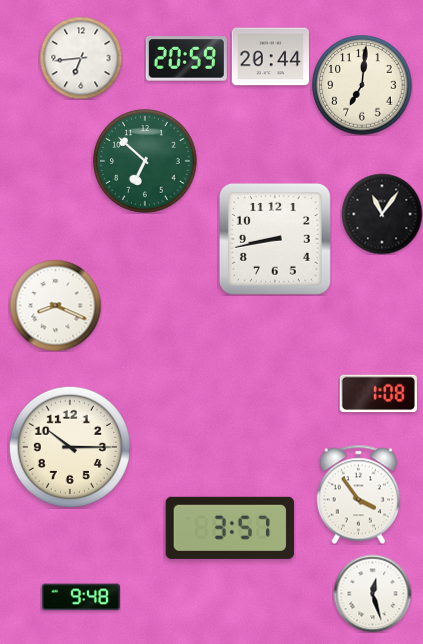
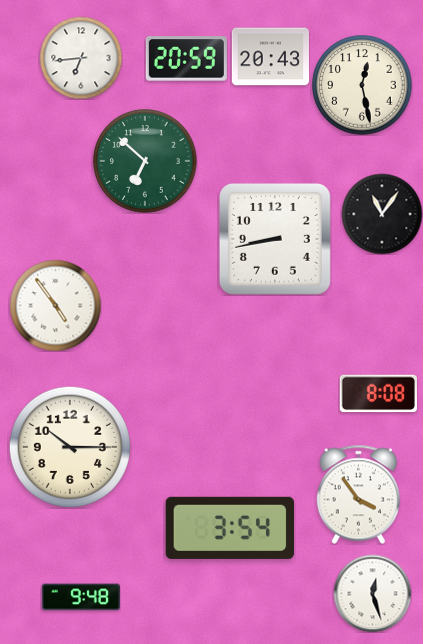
clock at (270, 57): 20:44 -> 20:43
clock at (362, 85): 7:01 -> 12:28
clock at (55, 305): 8:19 -> 4:54
clock at (378, 394): 1:08 -> 8:08
clock at (230, 528): 3:57 -> 3:54
